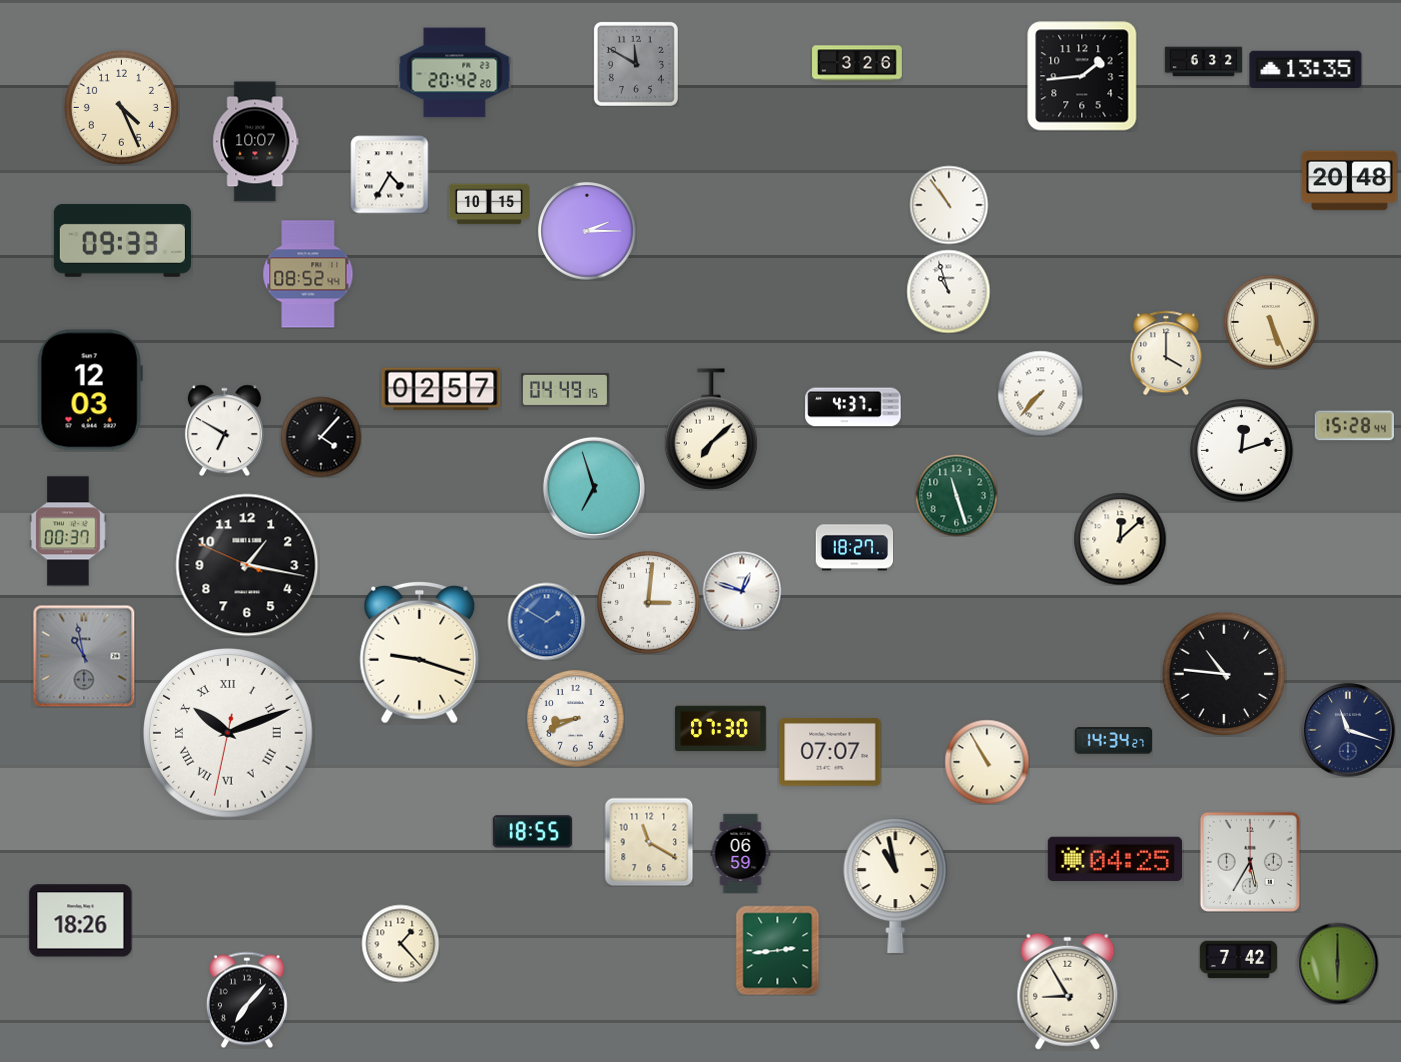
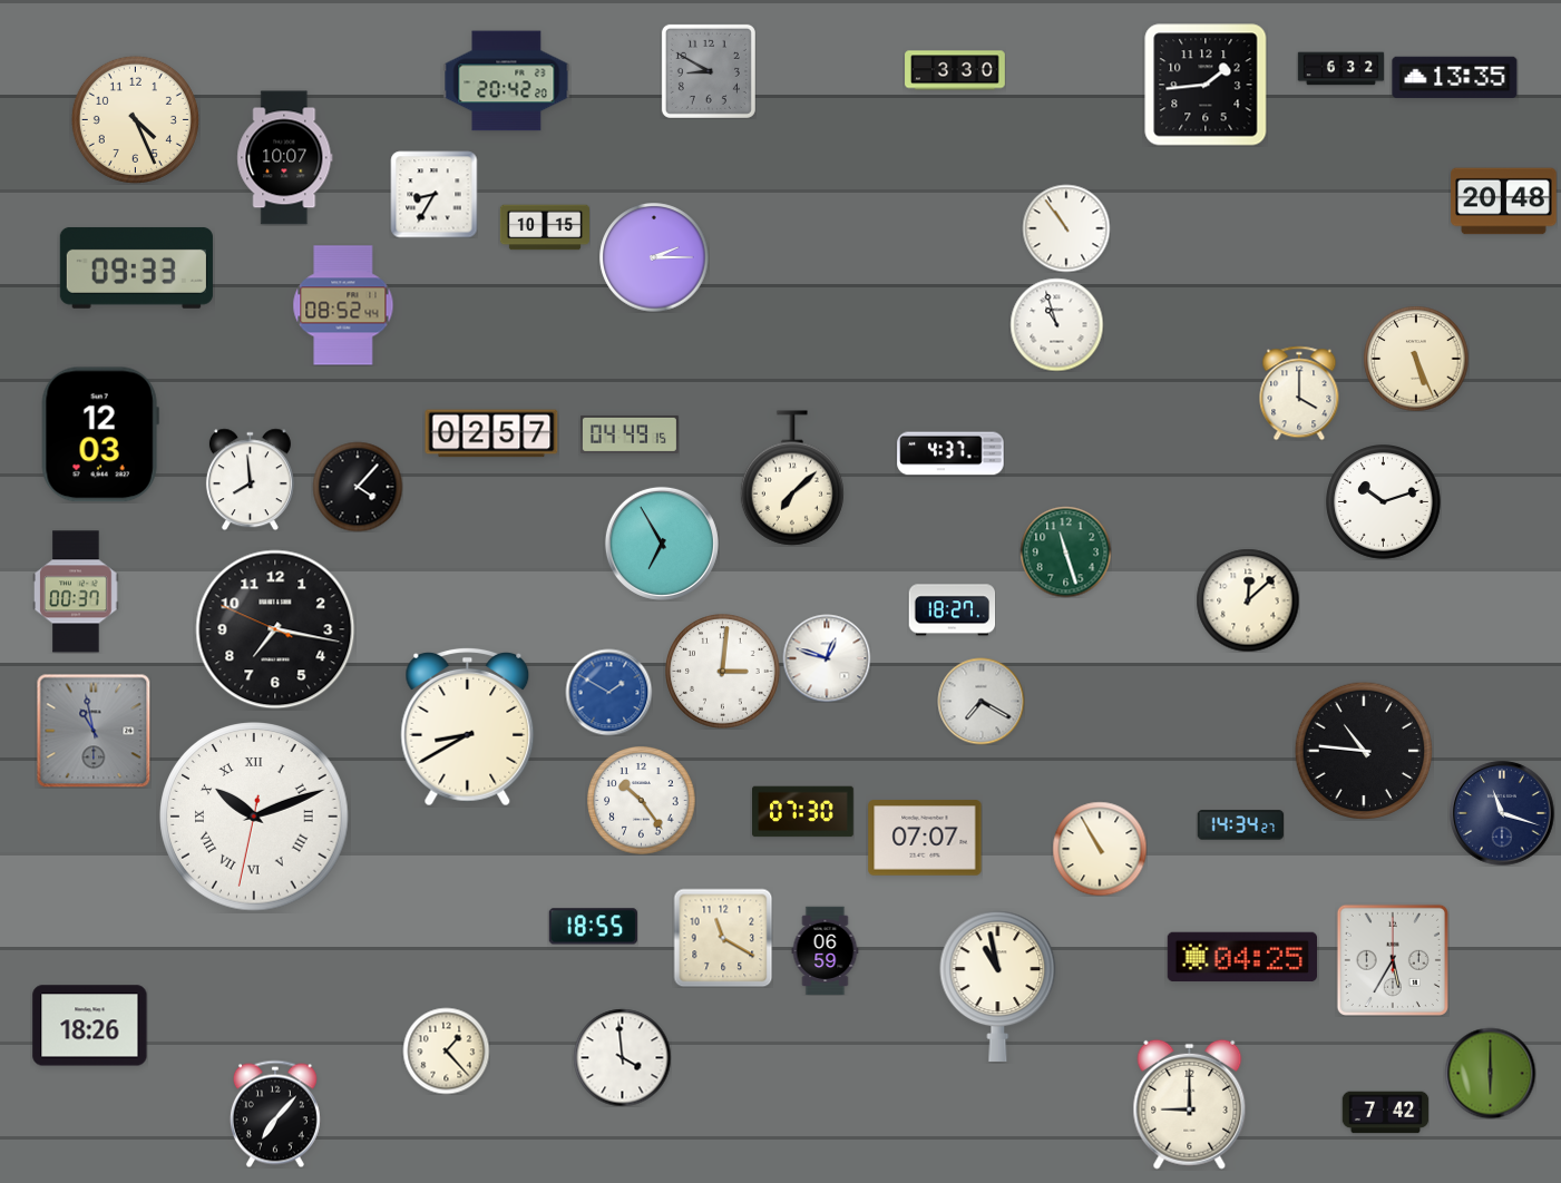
clock at (857, 63): 3:26 -> 3:30
clock at (636, 64): 11:50 -> 8:50
clock at (389, 174): 4:35 -> 8:35
clock at (949, 205) position: (949, 205) -> (1066, 228)
clock at (1040, 393): 7:37 -> none
clock at (1354, 426): 15:28 -> none
clock at (224, 430): 6:50 -> 7:59
clock at (1242, 451): 12:12 -> 10:12
clock at (594, 488): 6:57 -> 6:55
clock at (247, 565): 1:16 -> 7:16
clock at (980, 701): none -> 7:20
clock at (420, 652): 9:18 -> 8:40
clock at (576, 719): 8:41 -> 10:24
clock at (622, 1057): none -> 3:59
clock at (778, 950): 2:44 -> none
clock at (1238, 960) position: (1238, 960) -> (1385, 1113)
clock at (1068, 991): 8:55 -> 9:00
